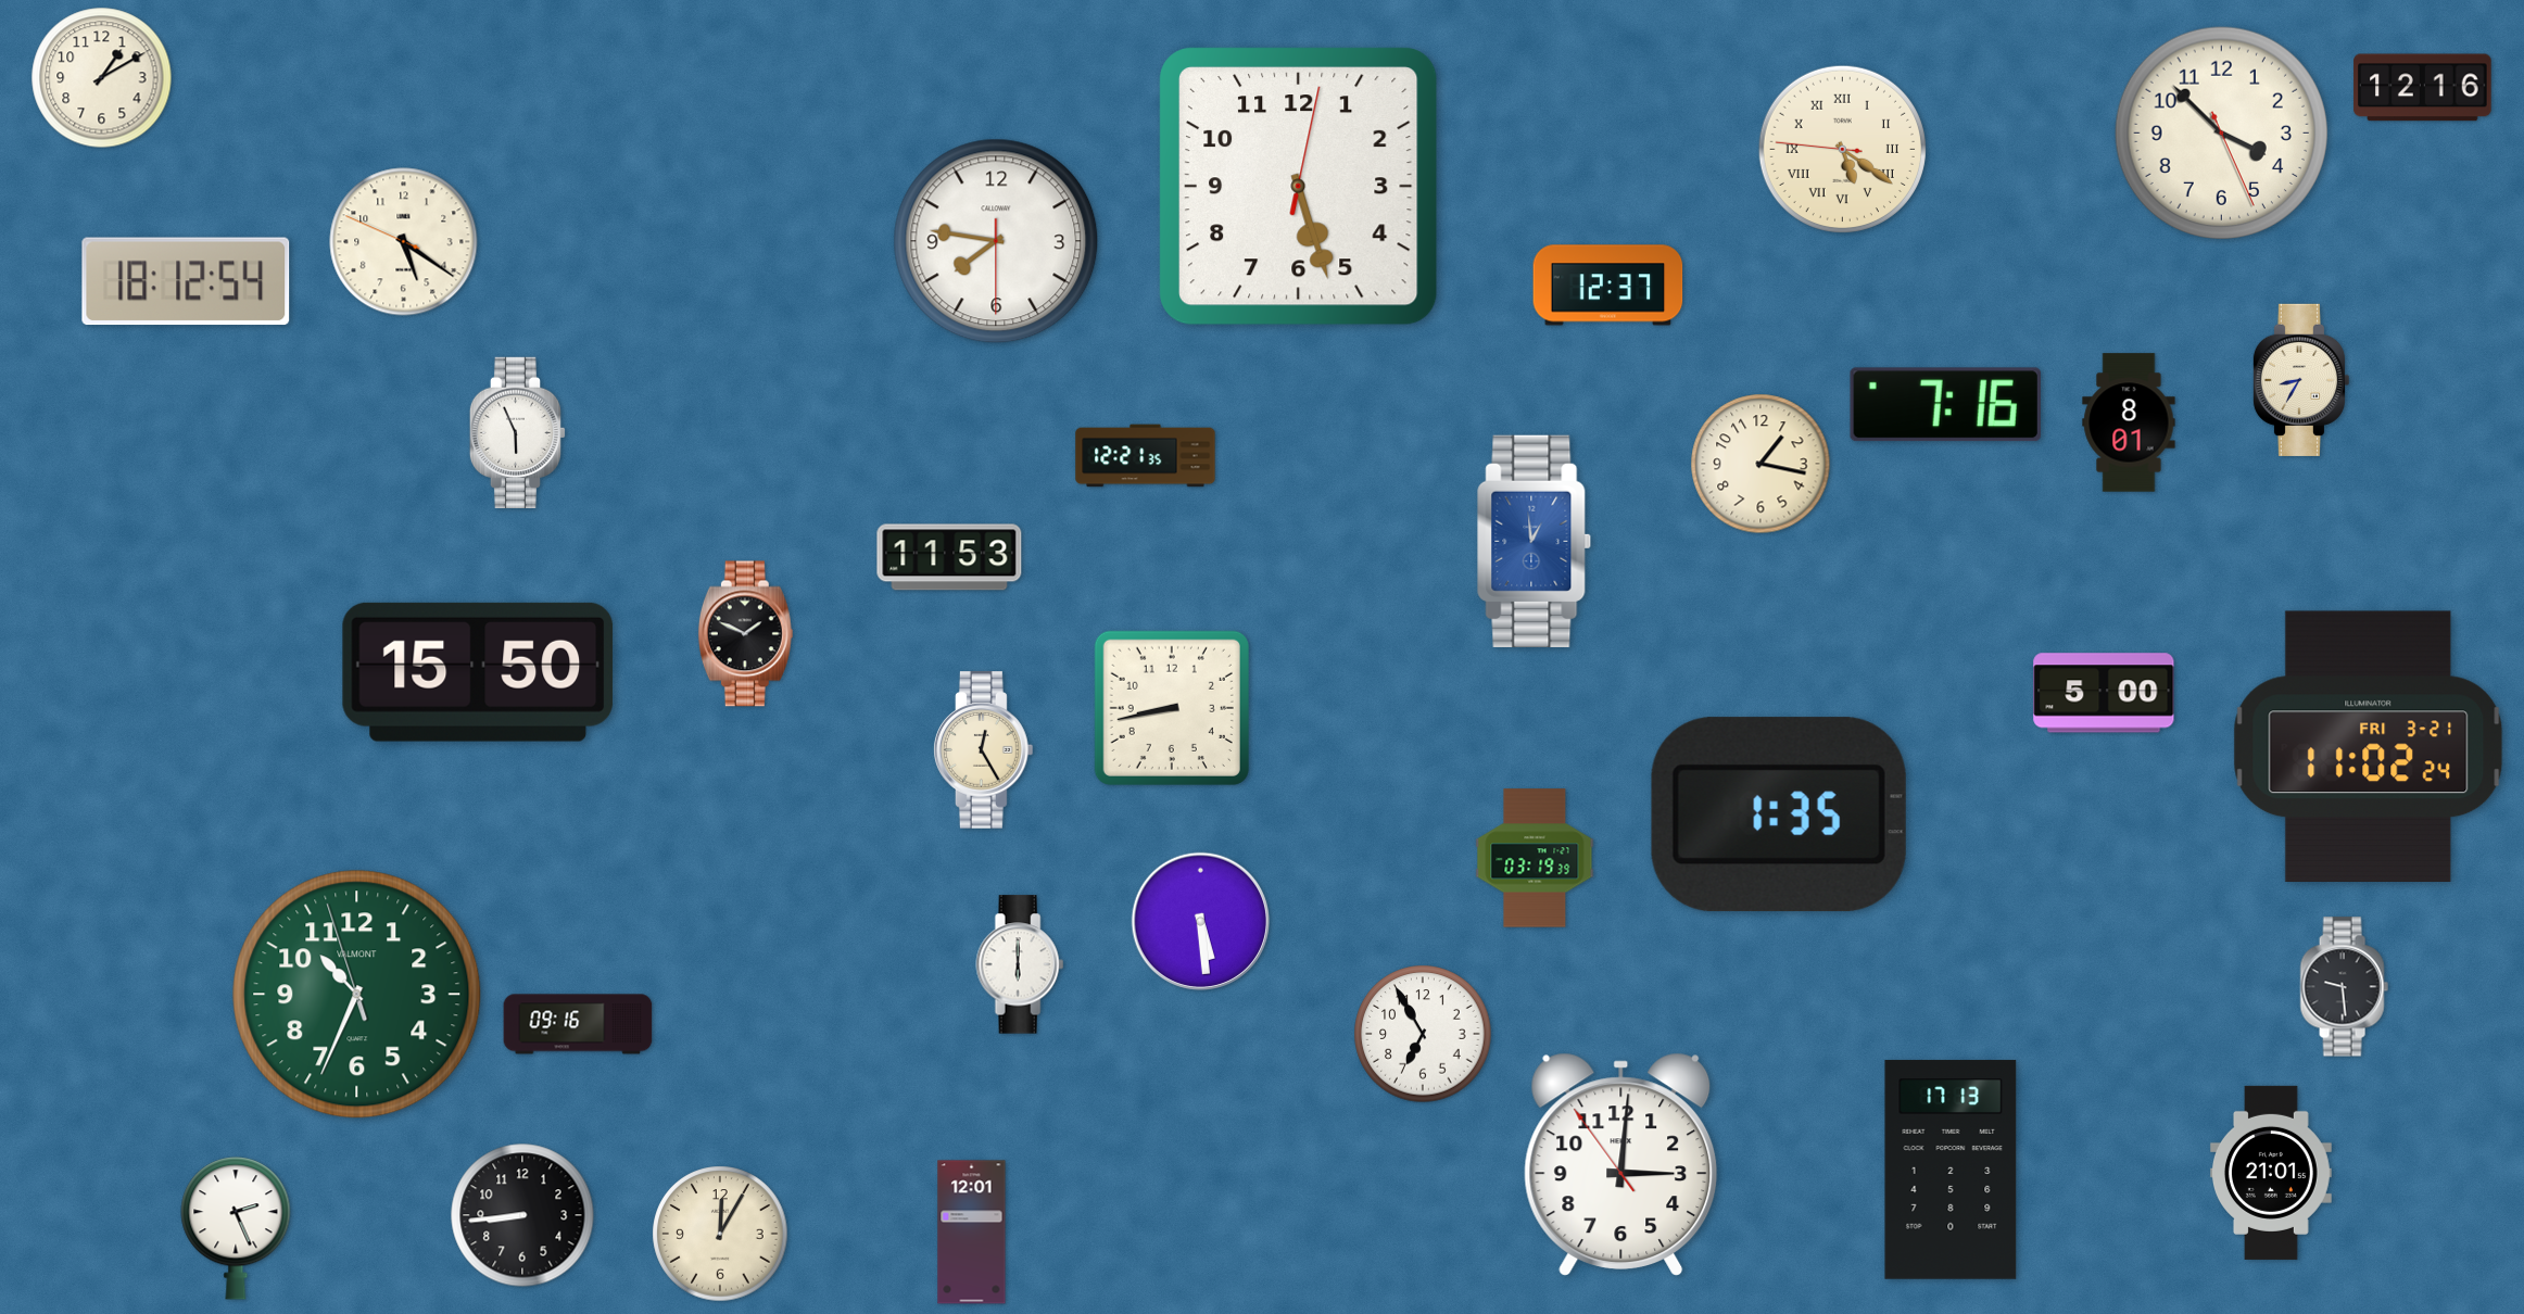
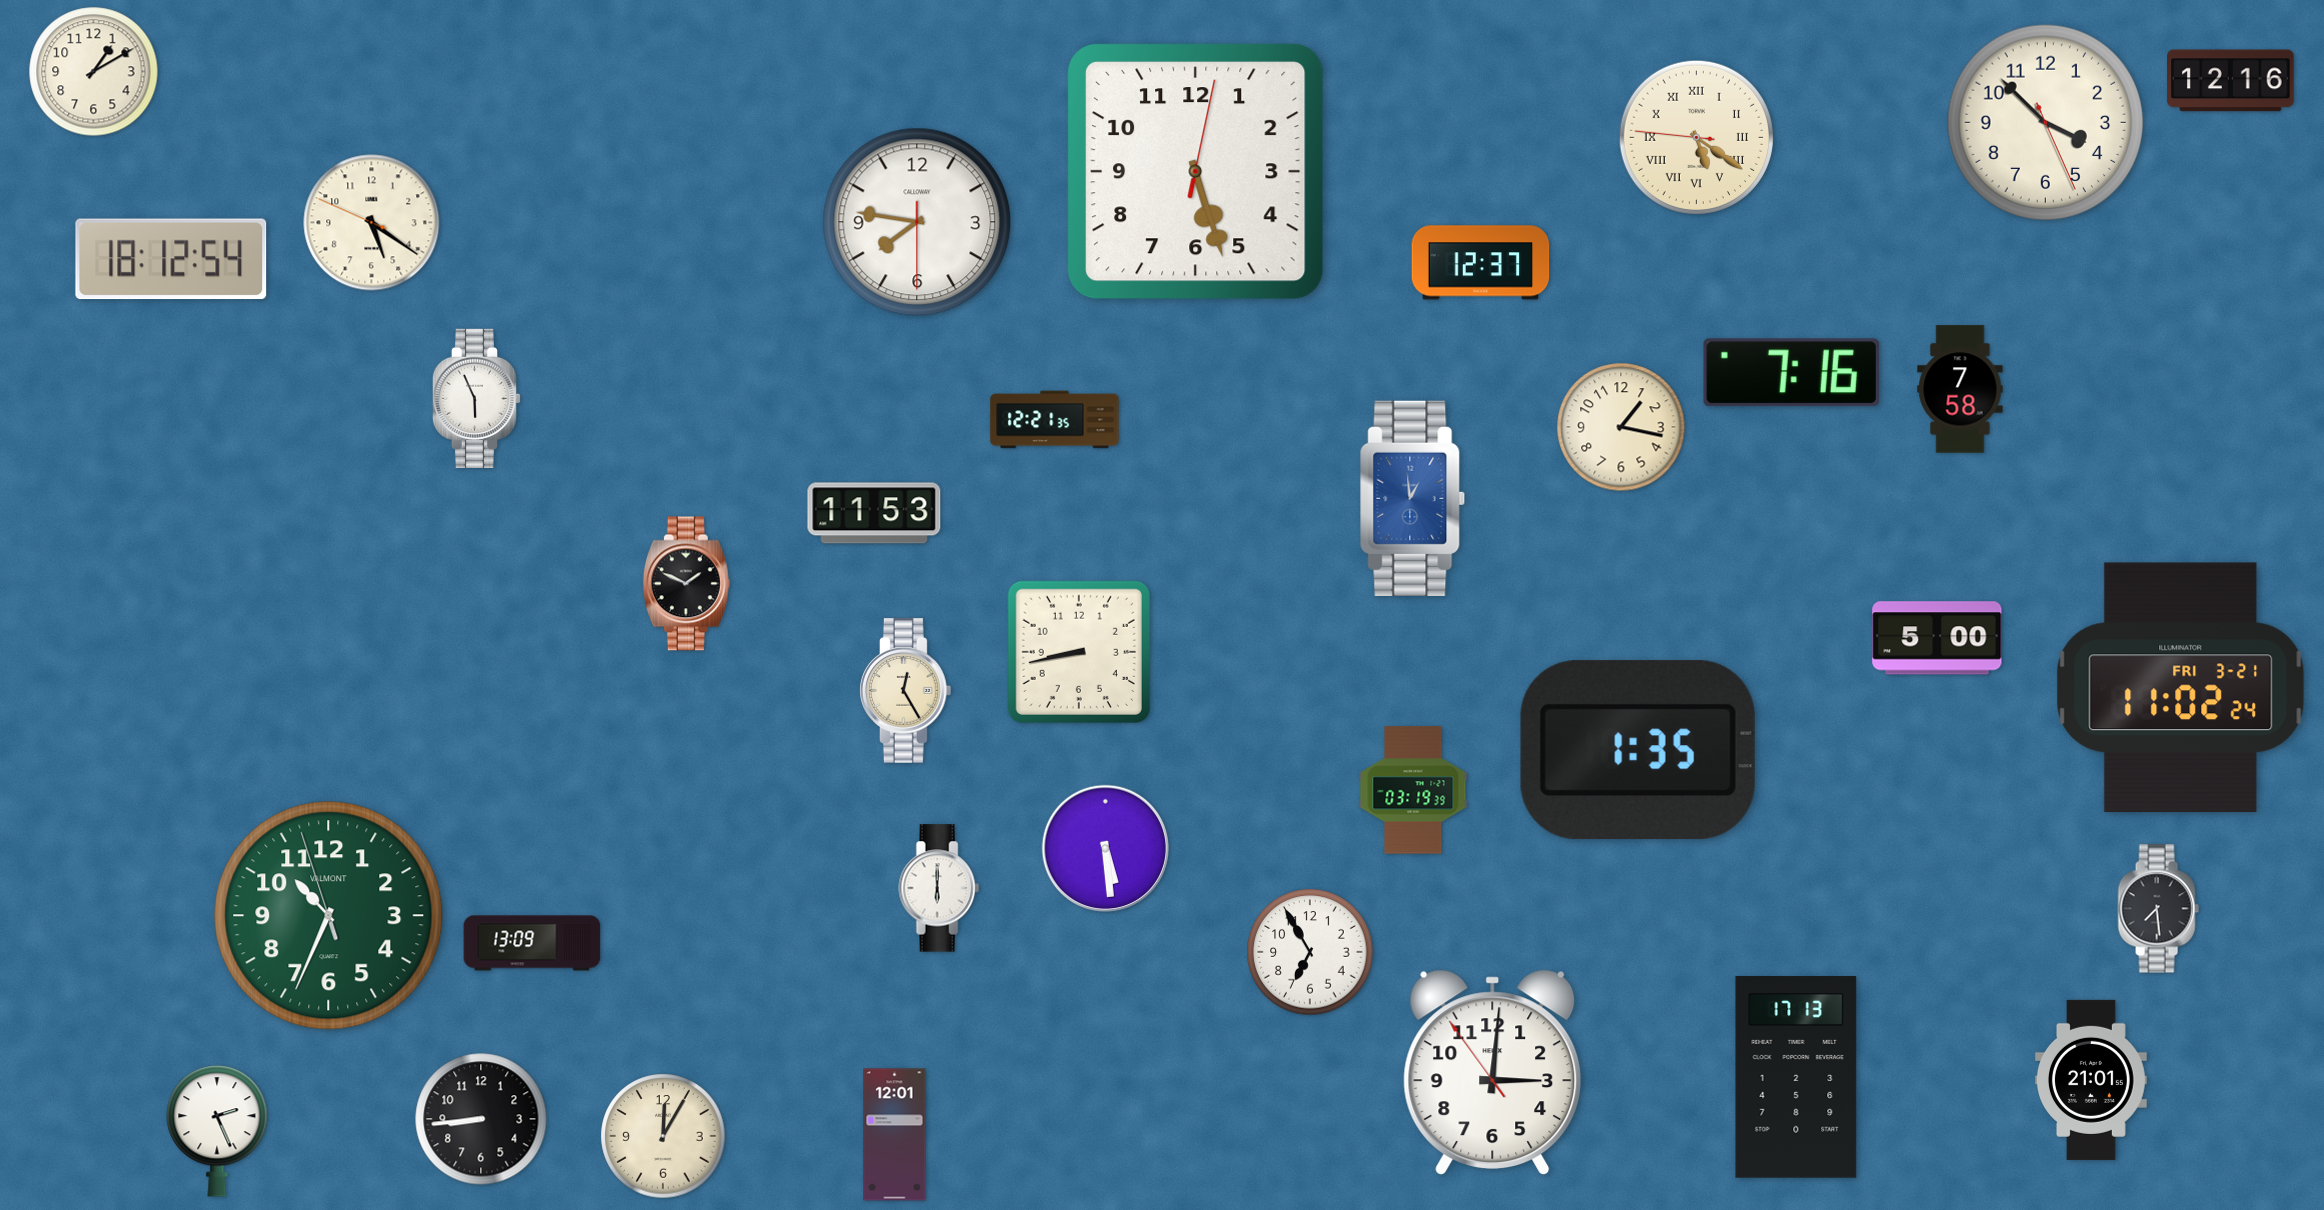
clock at (2300, 380): 8:35 -> none
clock at (2129, 422): 8:01 -> 7:58
clock at (478, 672): 15:50 -> none
clock at (2344, 987): 9:29 -> 7:29
clock at (578, 1024): 09:16 -> 13:09
